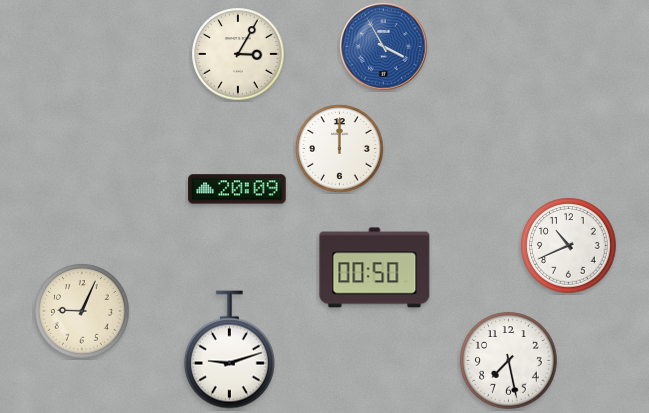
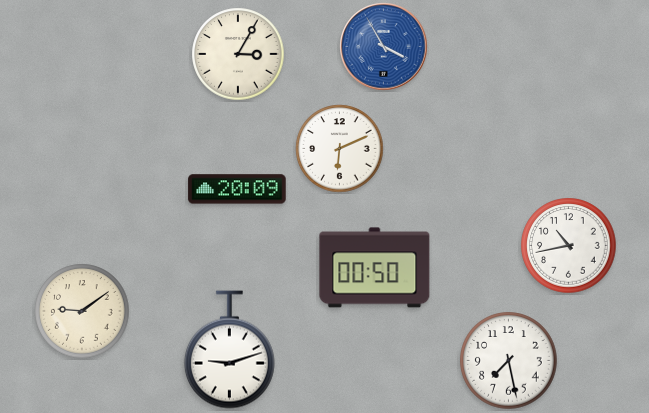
clock at (340, 149): 12:00 -> 6:11
clock at (569, 246): 10:41 -> 10:43
clock at (82, 311): 9:04 -> 9:09
